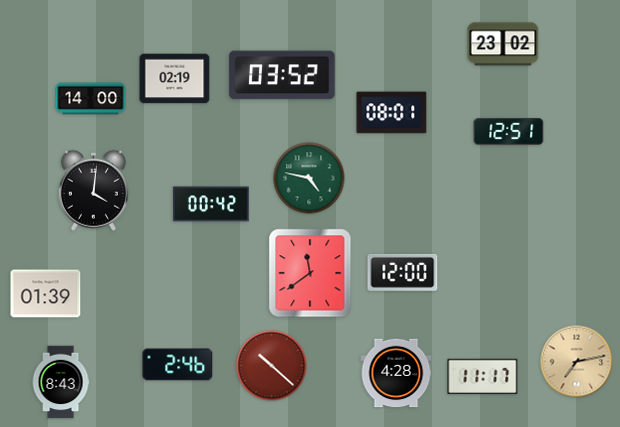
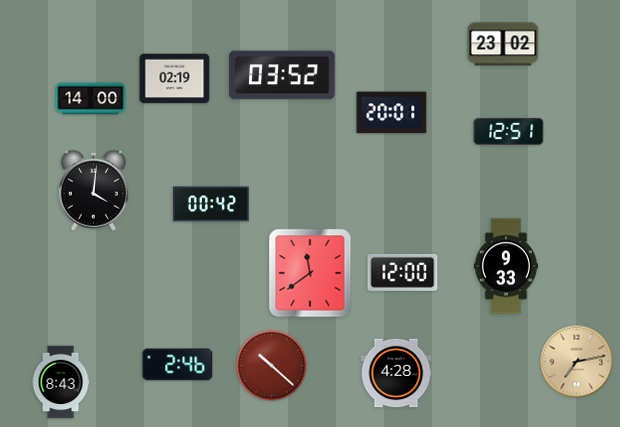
clock at (392, 113): 08:01 -> 20:01
clock at (309, 178): 4:47 -> none
clock at (506, 266): none -> 9:33
clock at (46, 294): 01:39 -> none
clock at (483, 377): 11:17 -> none
